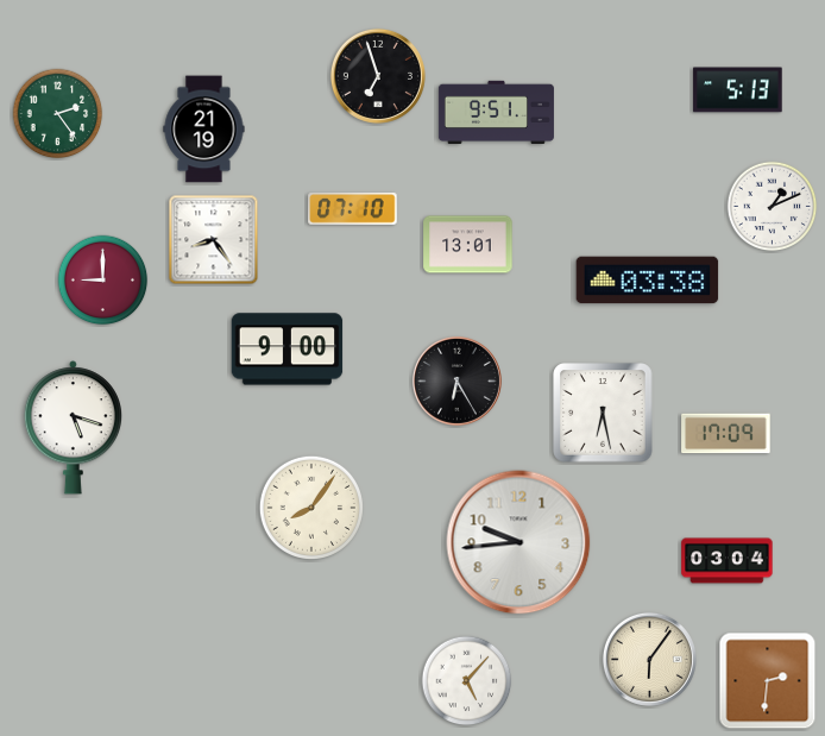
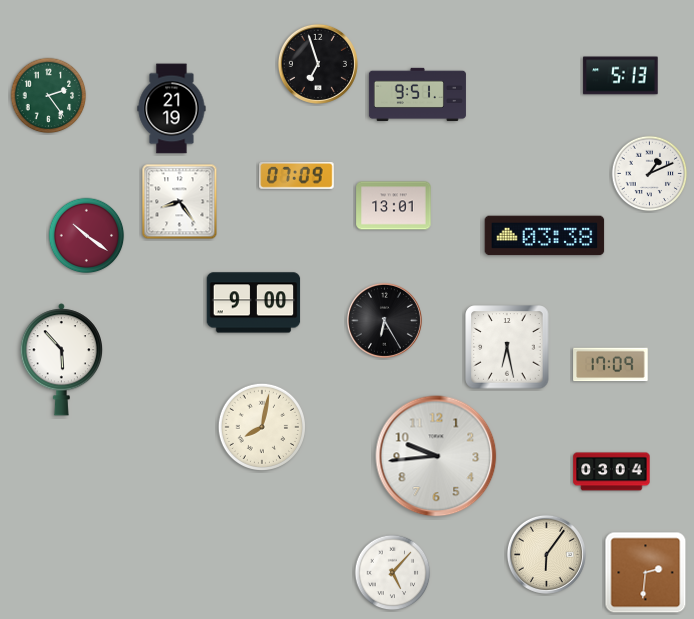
clock at (353, 208): 07:10 -> 07:09
clock at (103, 281): 9:00 -> 10:21
clock at (288, 350) position: (288, 350) -> (254, 303)
clock at (73, 428): 5:18 -> 5:53
clock at (310, 507): 8:06 -> 8:02
